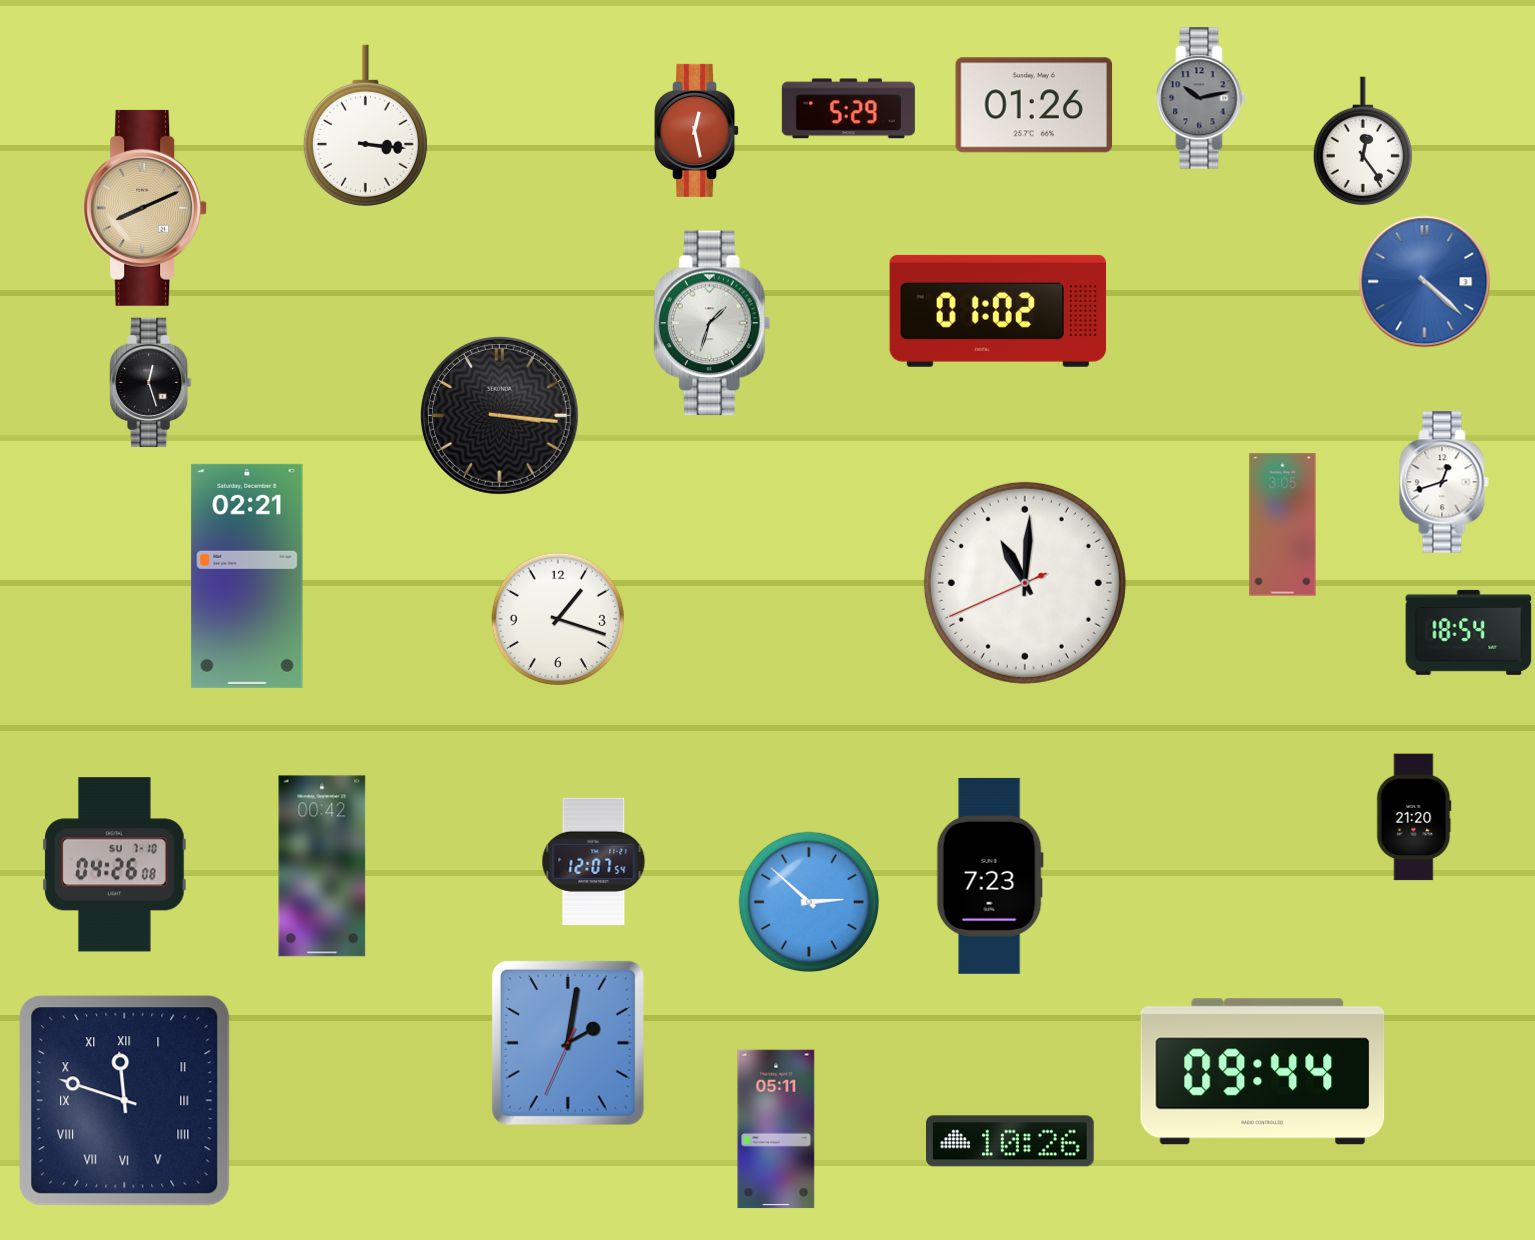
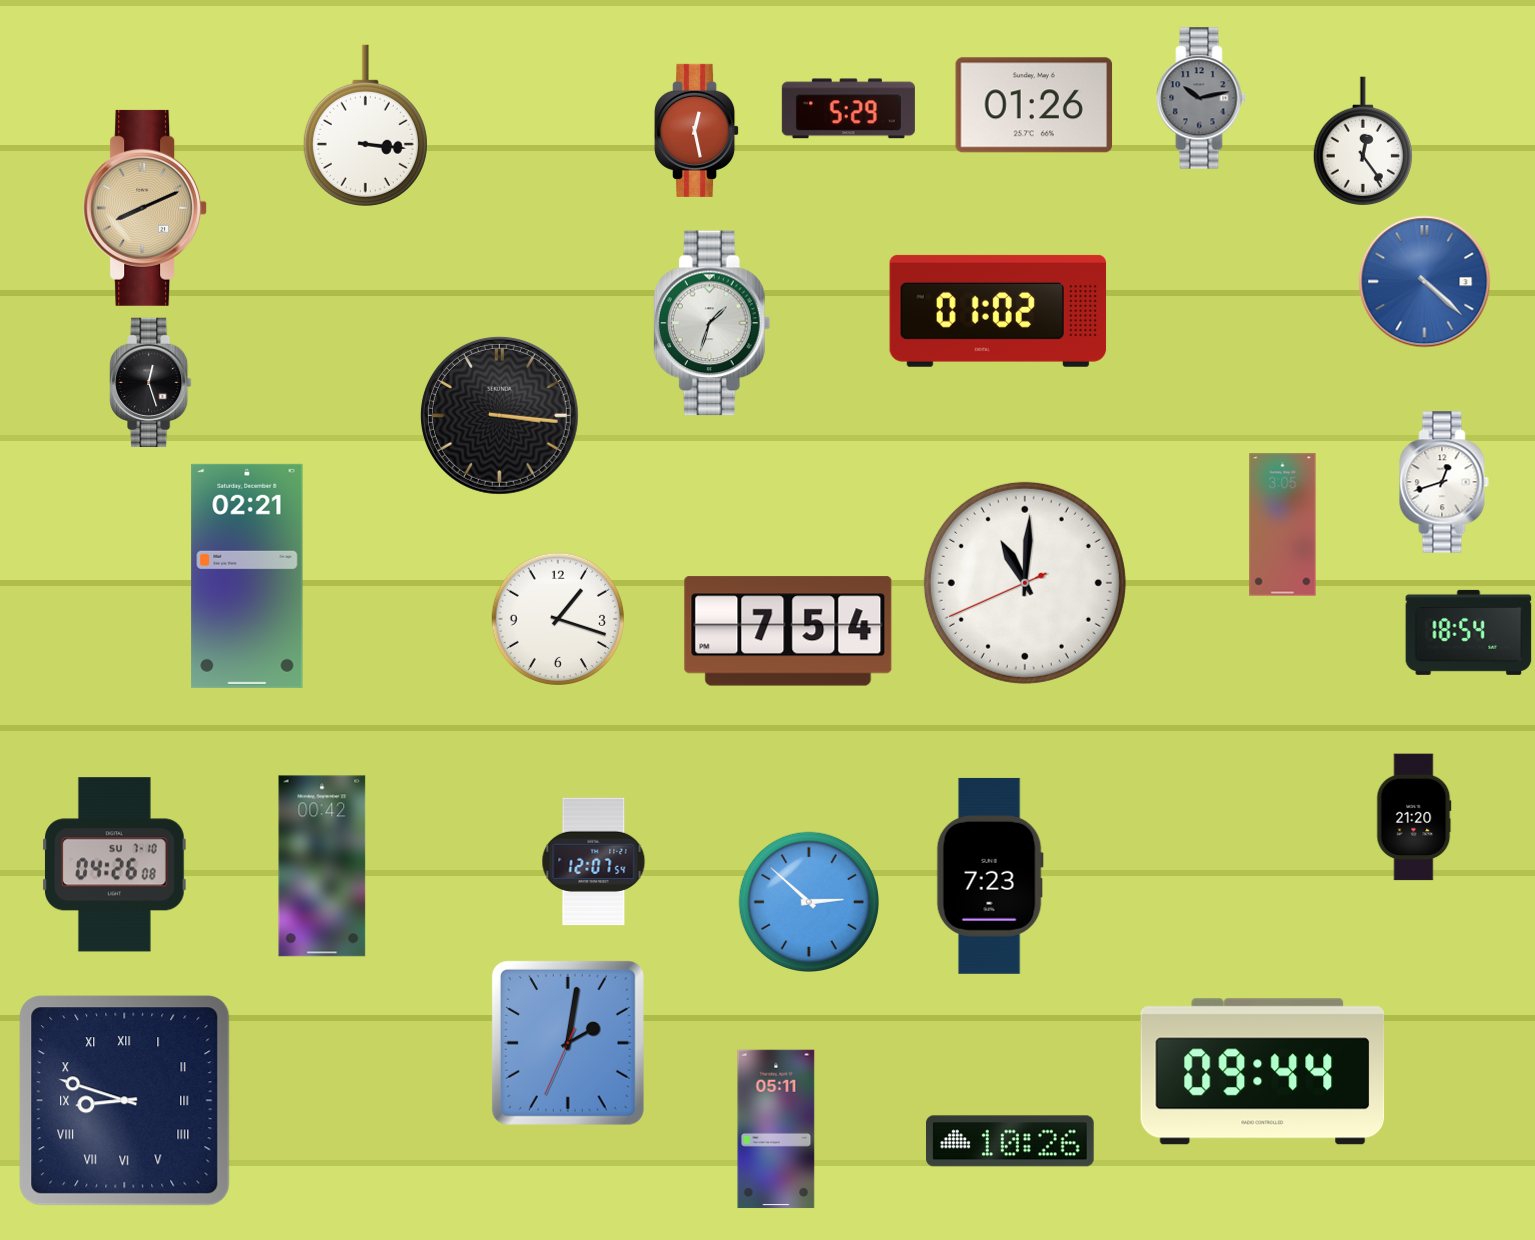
clock at (788, 631): none -> 7:54
clock at (125, 1101): 11:48 -> 8:48
